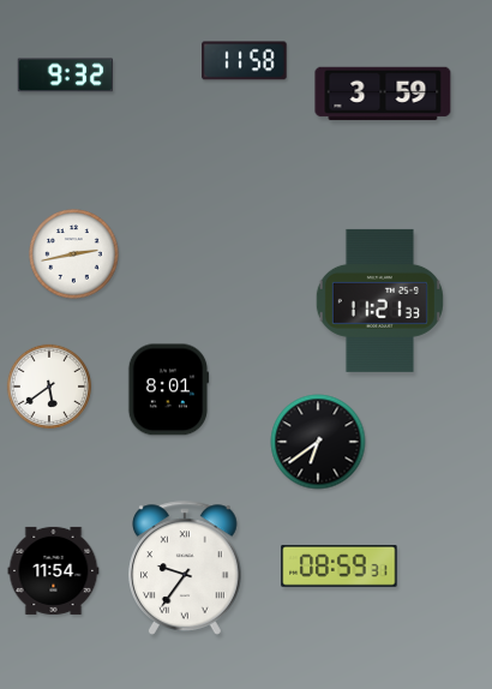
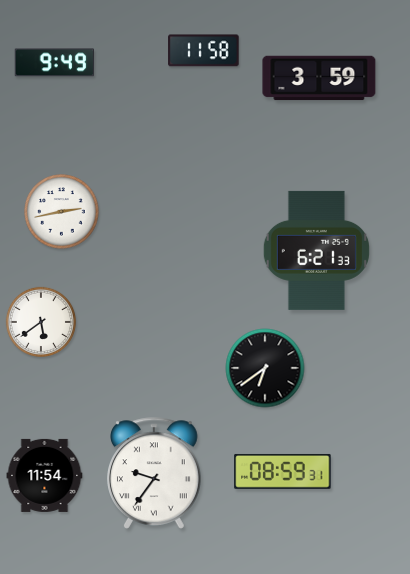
clock at (65, 76): 9:32 -> 9:49
clock at (379, 300): 11:21 -> 6:21
clock at (168, 390): 8:01 -> none
